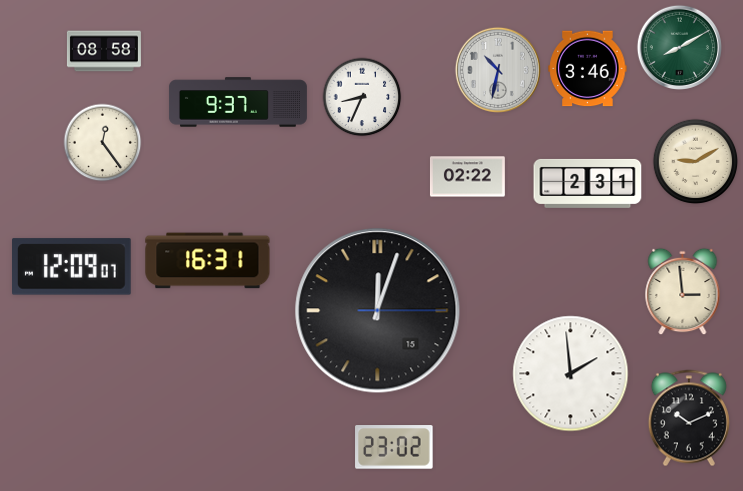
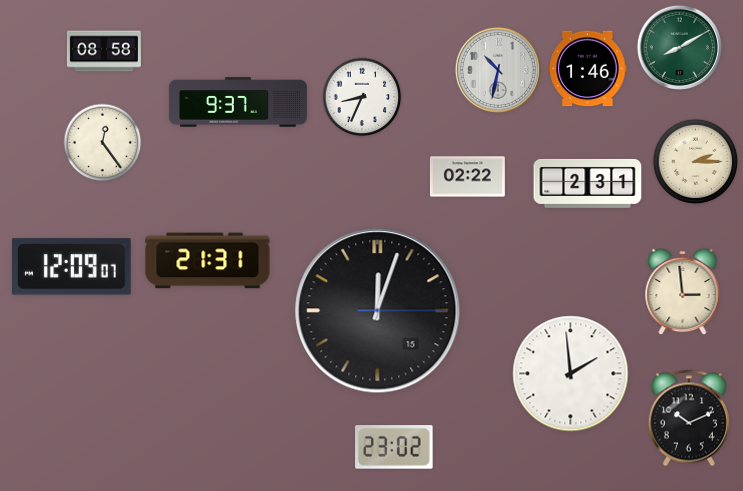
clock at (588, 69): 3:46 -> 1:46
clock at (696, 162): 9:10 -> 2:15
clock at (208, 261): 16:31 -> 21:31
